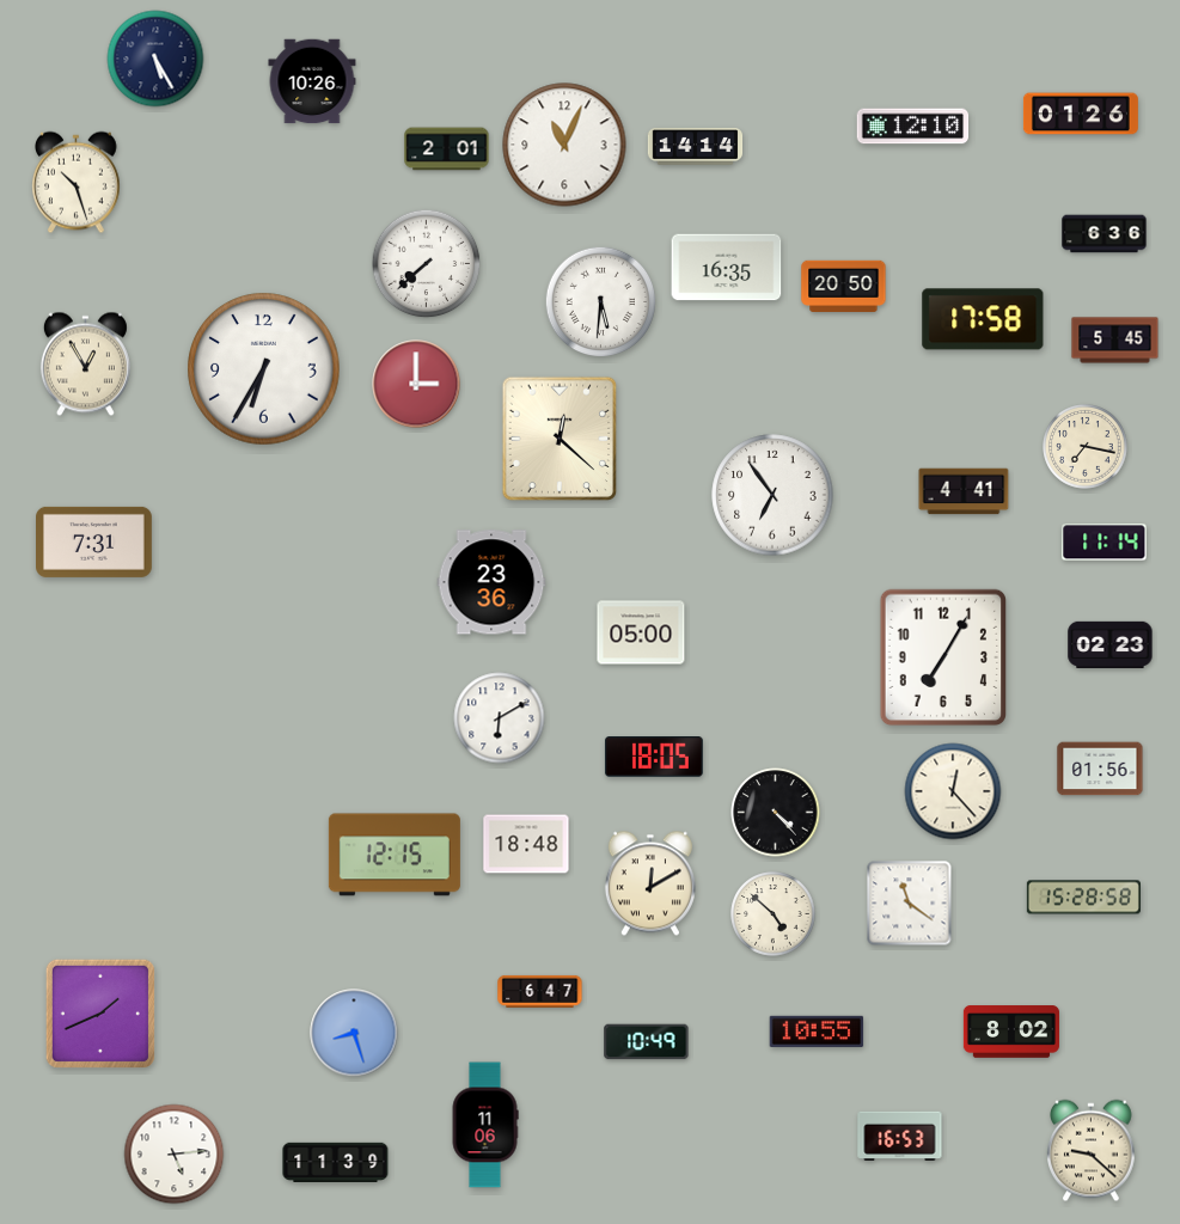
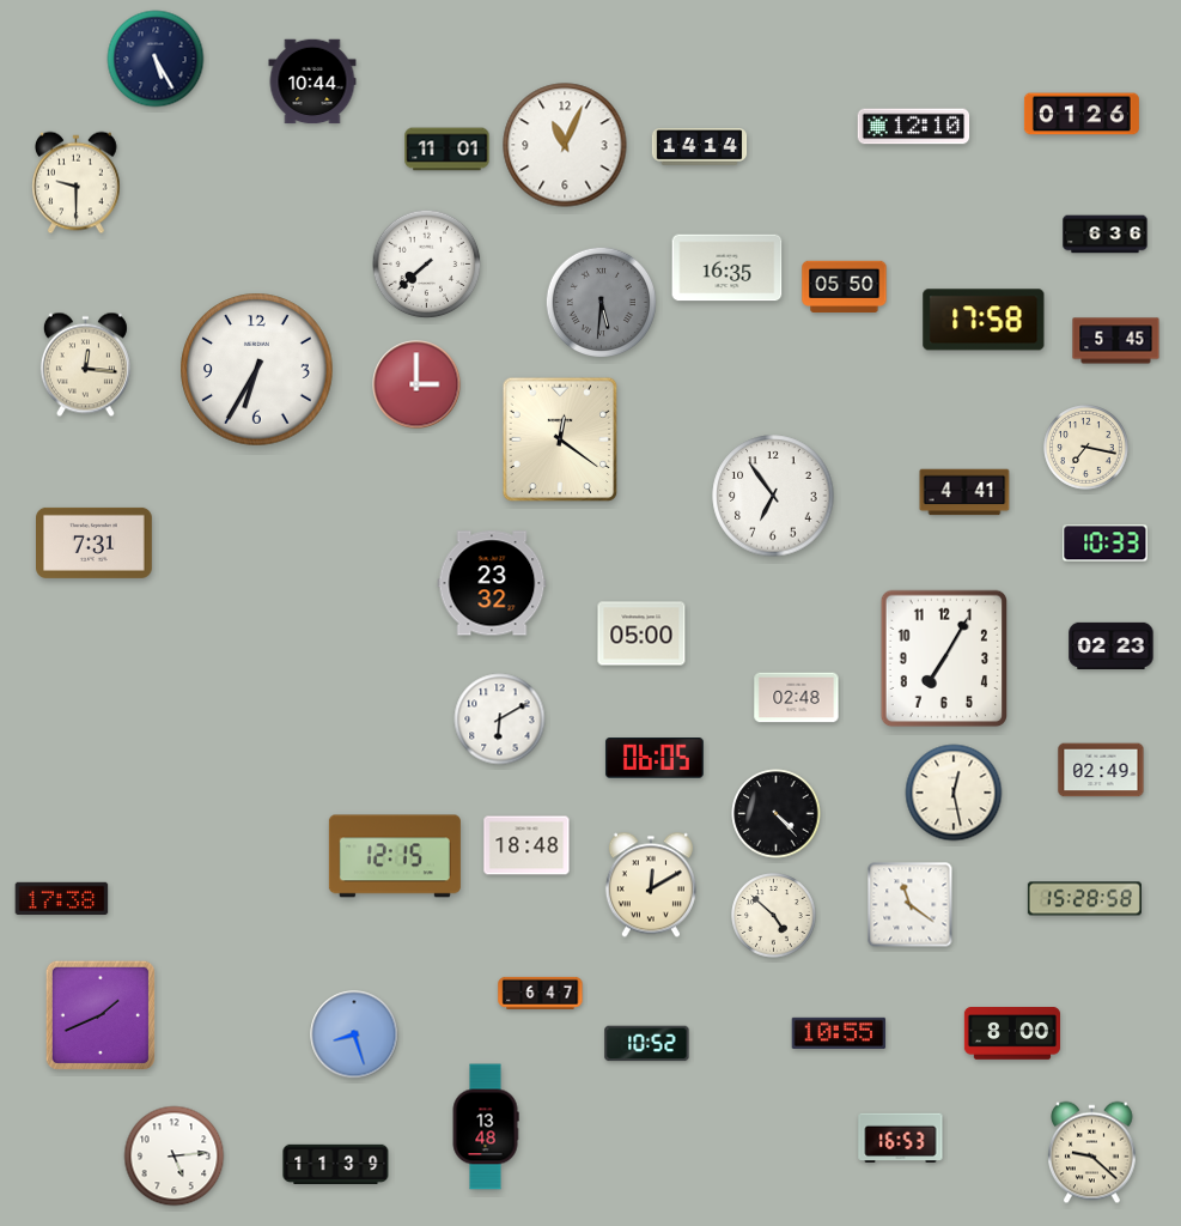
clock at (312, 81): 10:26 -> 10:44
clock at (696, 147) position: (696, 147) -> (700, 147)
clock at (447, 149): 2:01 -> 11:01
clock at (77, 183): 10:27 -> 9:30
clock at (844, 286): 20:50 -> 05:50
clock at (600, 301) dial: white -> grey
clock at (85, 365): 12:55 -> 12:16
clock at (264, 369) position: (264, 369) -> (257, 370)
clock at (560, 439): 12:22 -> 12:21
clock at (1105, 543): 11:14 -> 10:33
clock at (491, 582): 23:36 -> 23:32
clock at (797, 698): none -> 02:48
clock at (654, 758): 18:05 -> 06:05
clock at (1100, 769): 01:56 -> 02:49
clock at (953, 791): 12:23 -> 12:28
clock at (62, 898): none -> 17:38
clock at (817, 1030) position: (817, 1030) -> (839, 1032)
clock at (1011, 1032): 8:02 -> 8:00
clock at (647, 1042): 10:49 -> 10:52
clock at (485, 1125): 11:06 -> 13:48
